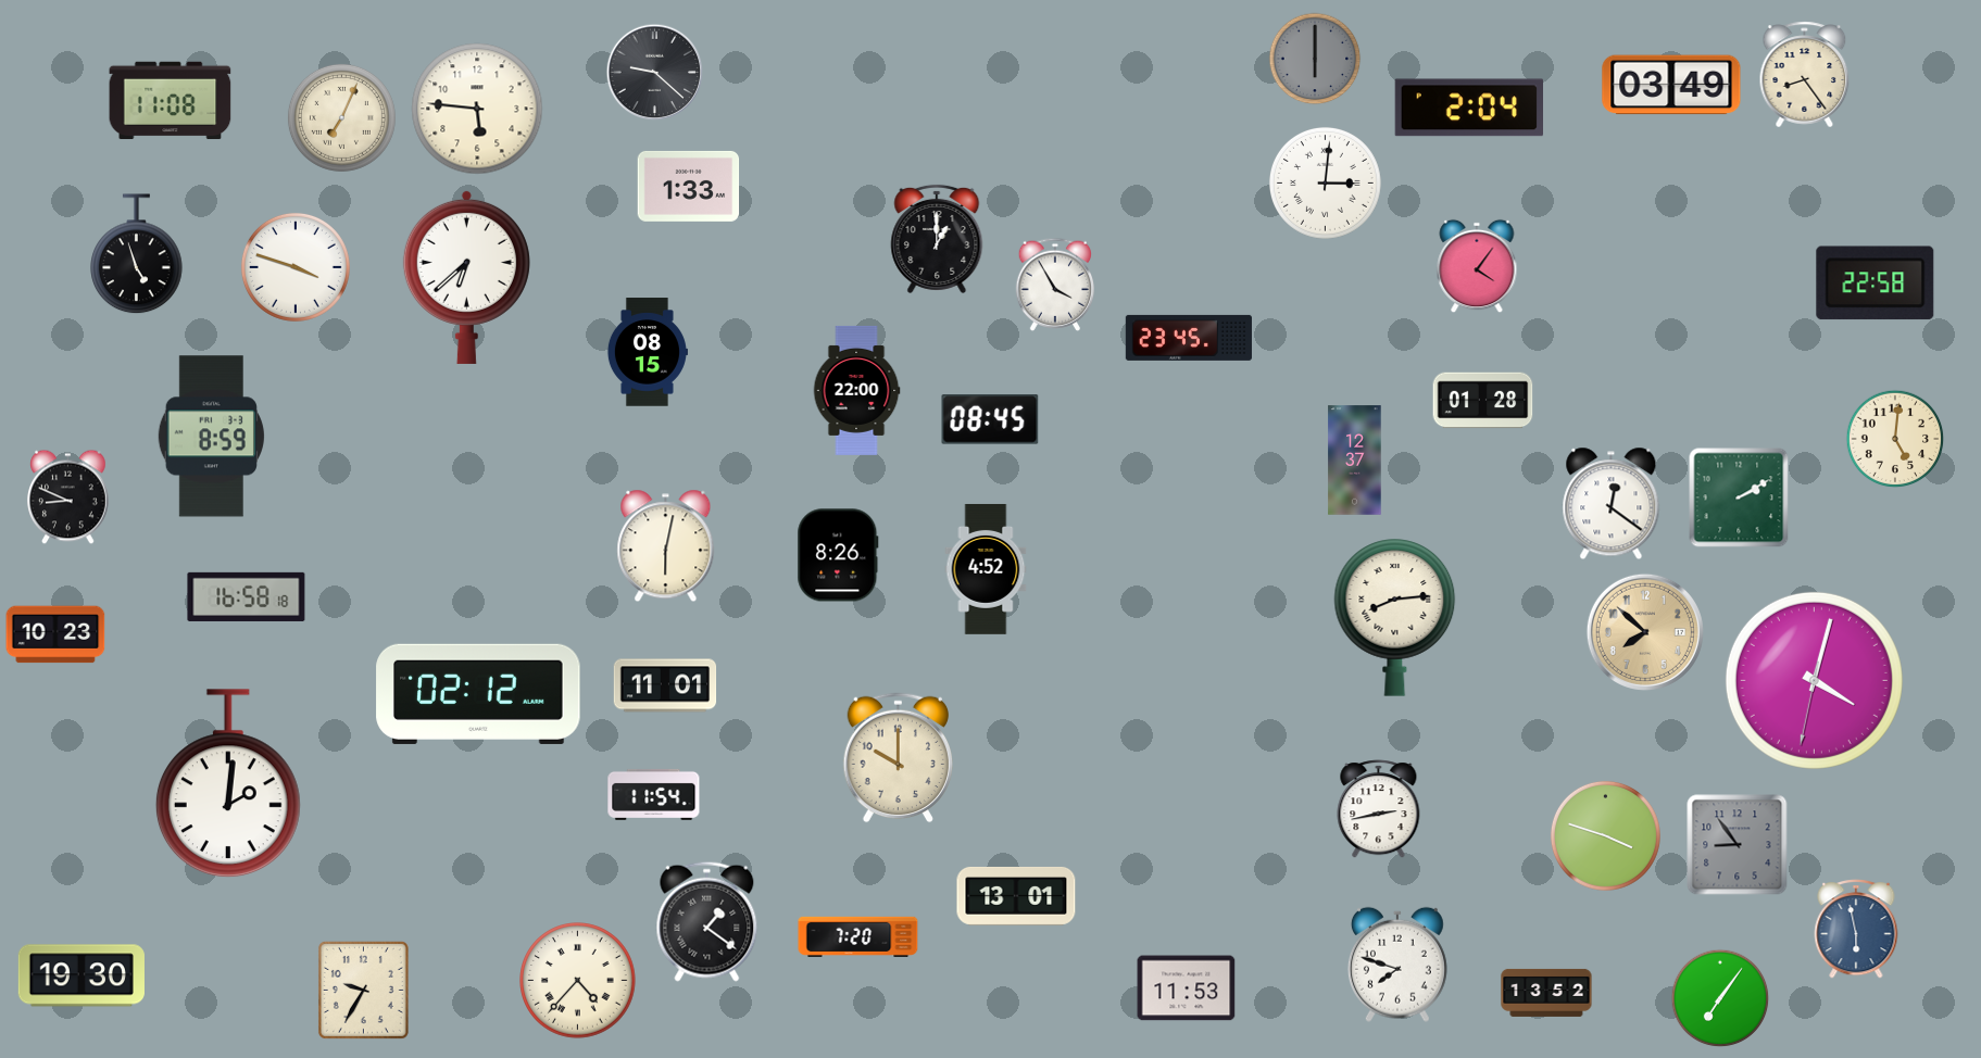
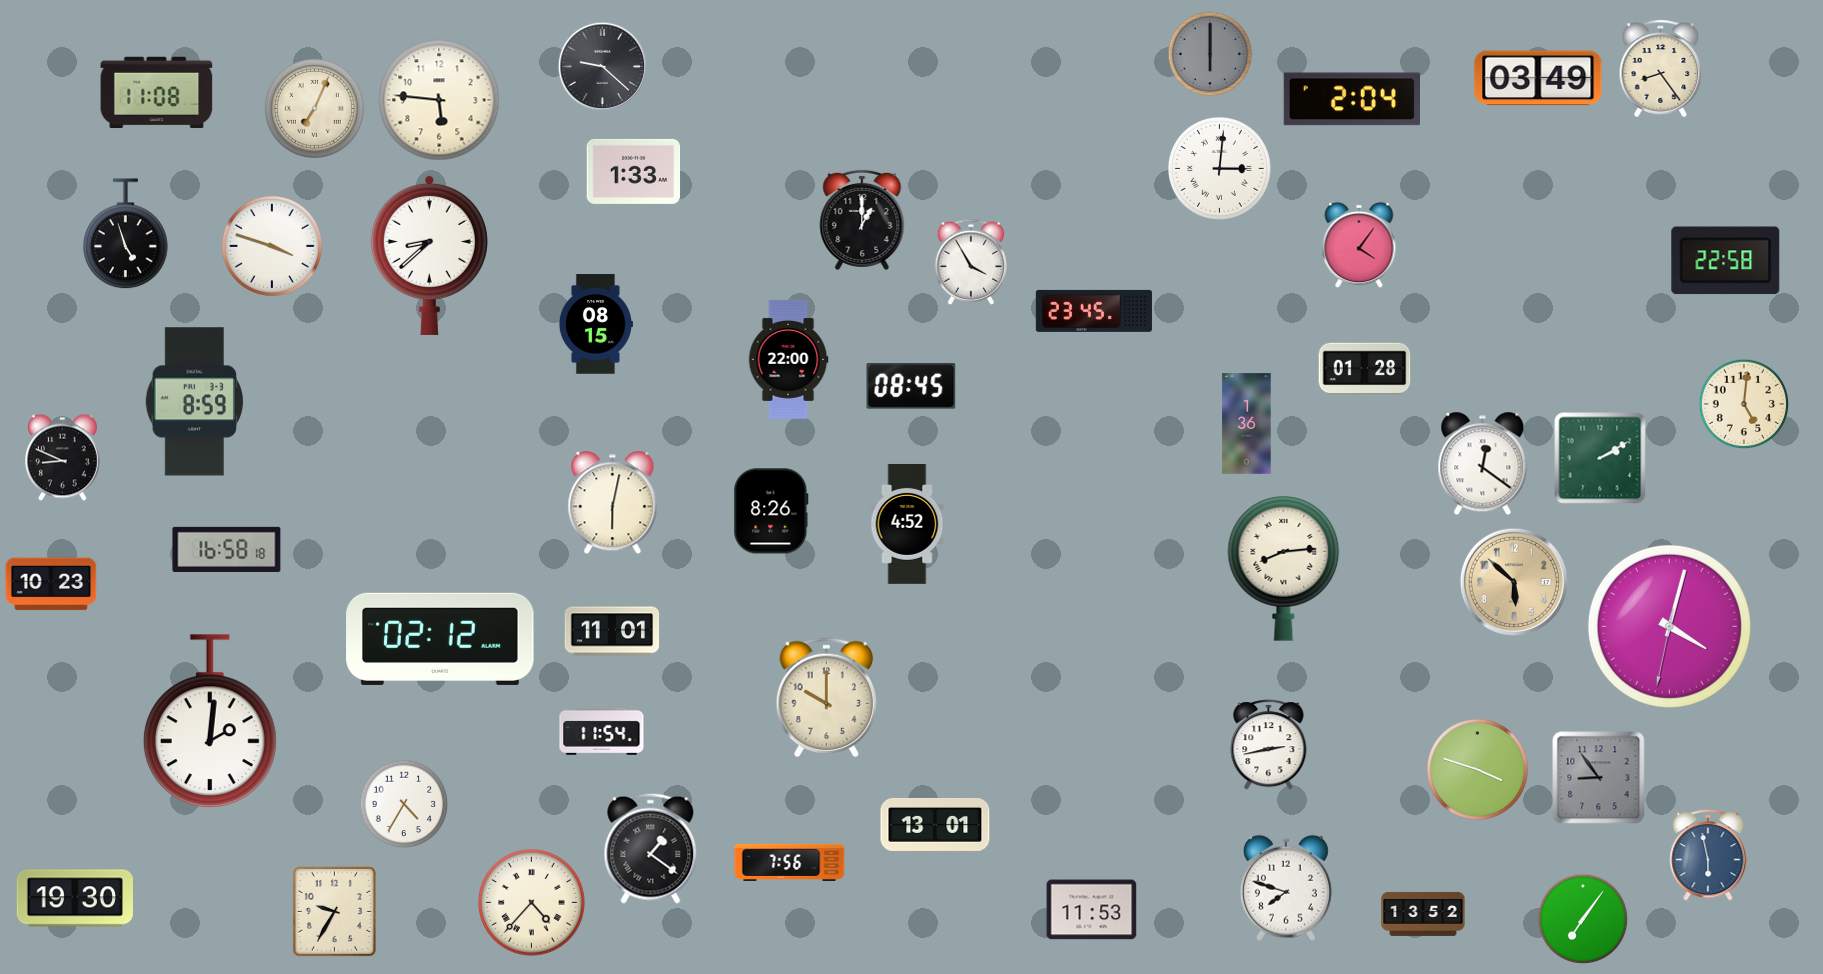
clock at (466, 277): 6:38 -> 8:38
clock at (1355, 461): 12:37 -> 1:36
clock at (1645, 632): 7:52 -> 5:52
clock at (404, 804): none -> 4:35
clock at (858, 936): 7:20 -> 7:56
